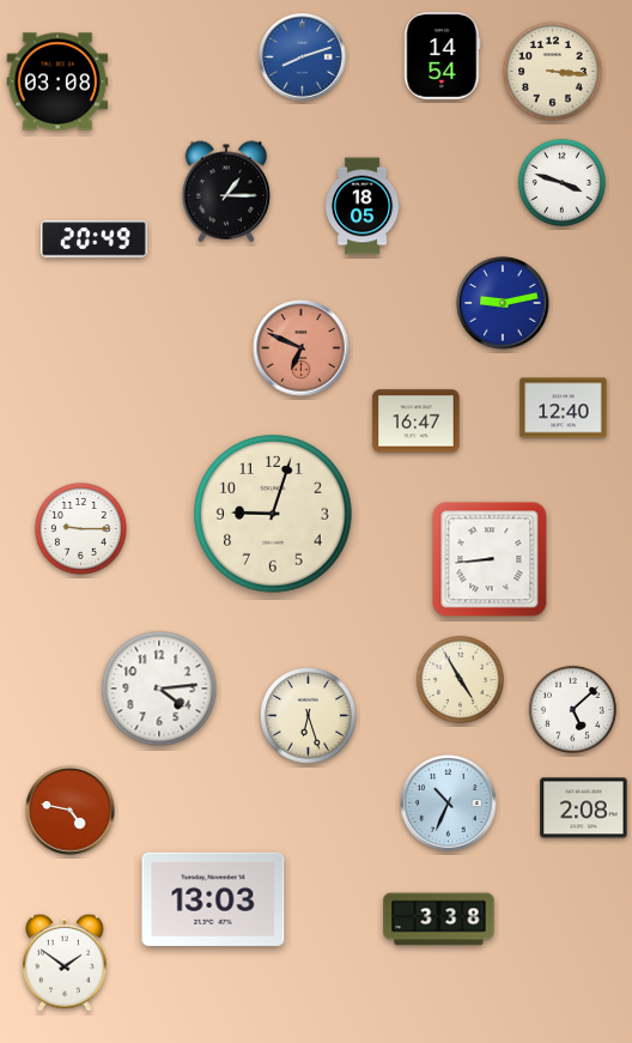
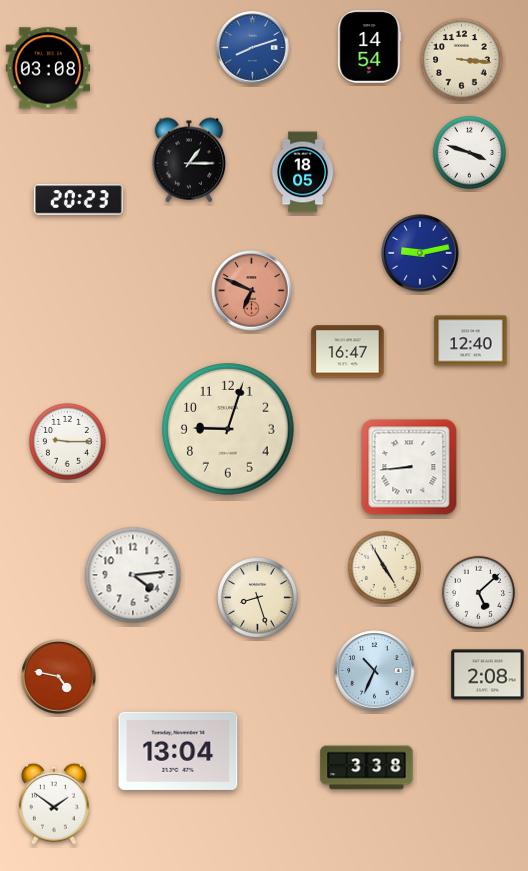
clock at (93, 239): 20:49 -> 20:23
clock at (309, 716): 6:27 -> 8:27
clock at (213, 899): 13:03 -> 13:04
